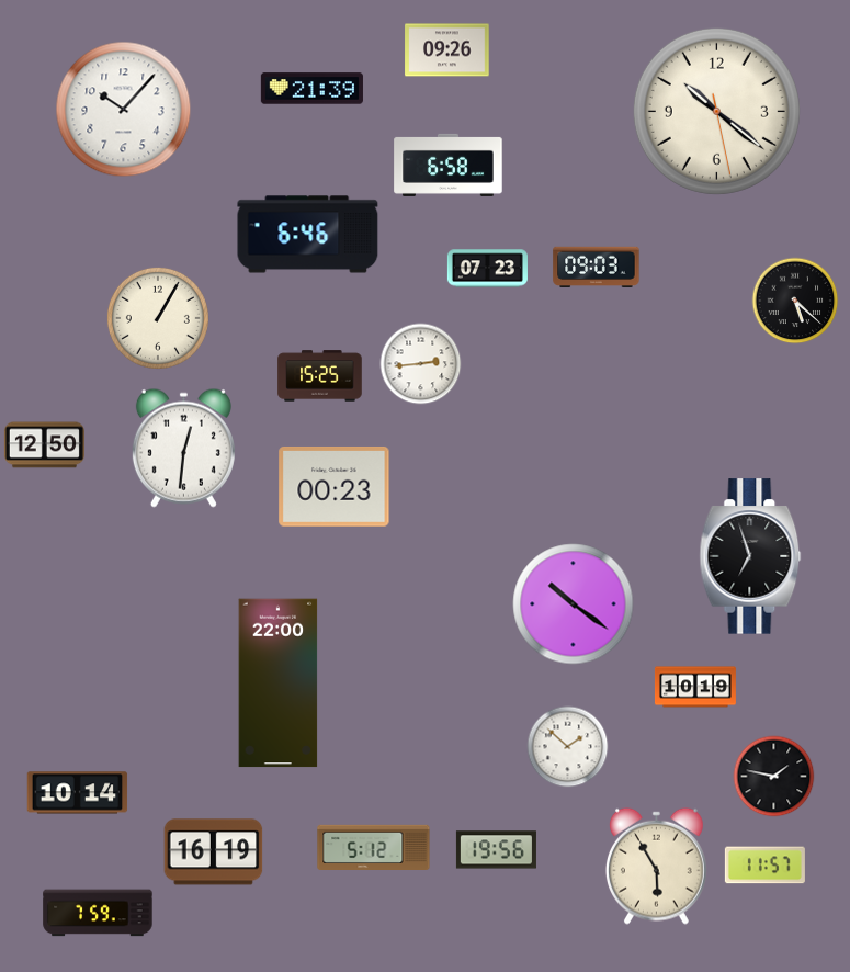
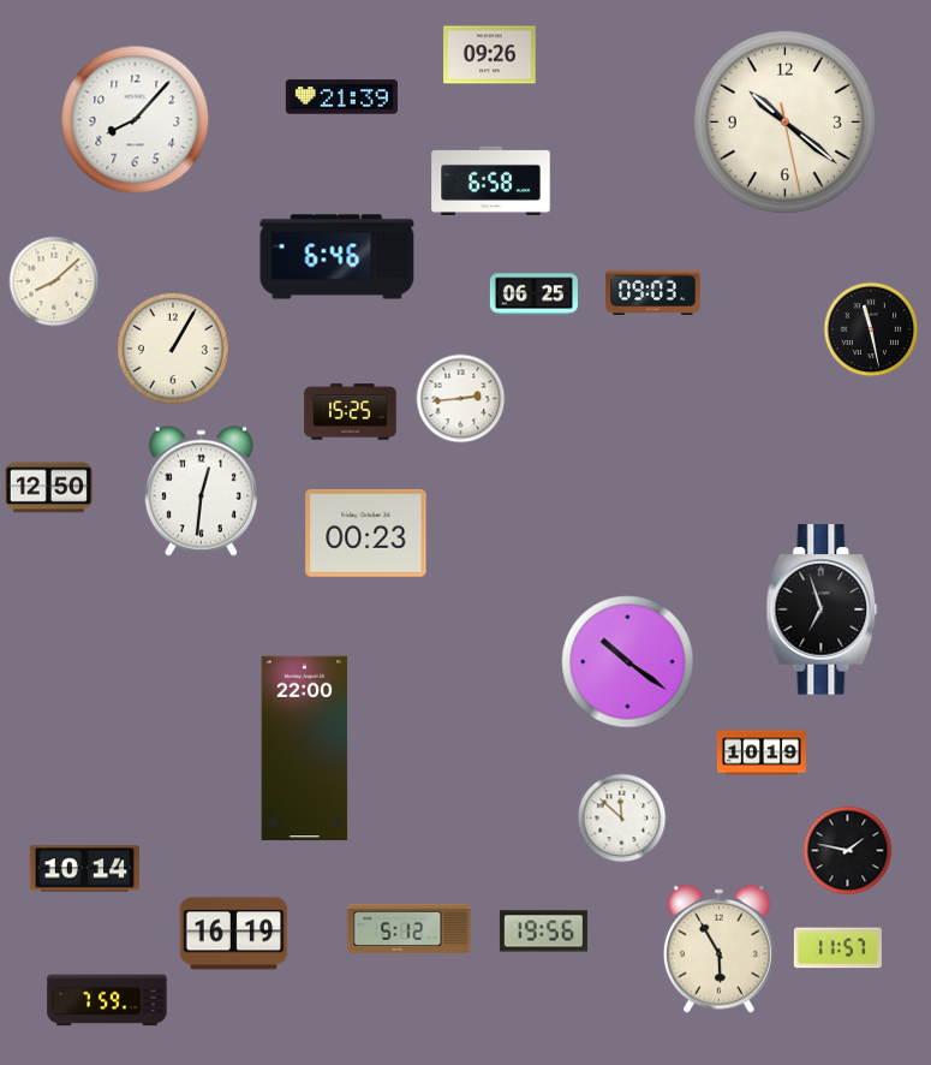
clock at (124, 110): 10:07 -> 8:07
clock at (54, 281): none -> 8:08
clock at (487, 269): 07:23 -> 06:25
clock at (795, 301): 5:22 -> 11:28
clock at (568, 747): 1:52 -> 11:52
